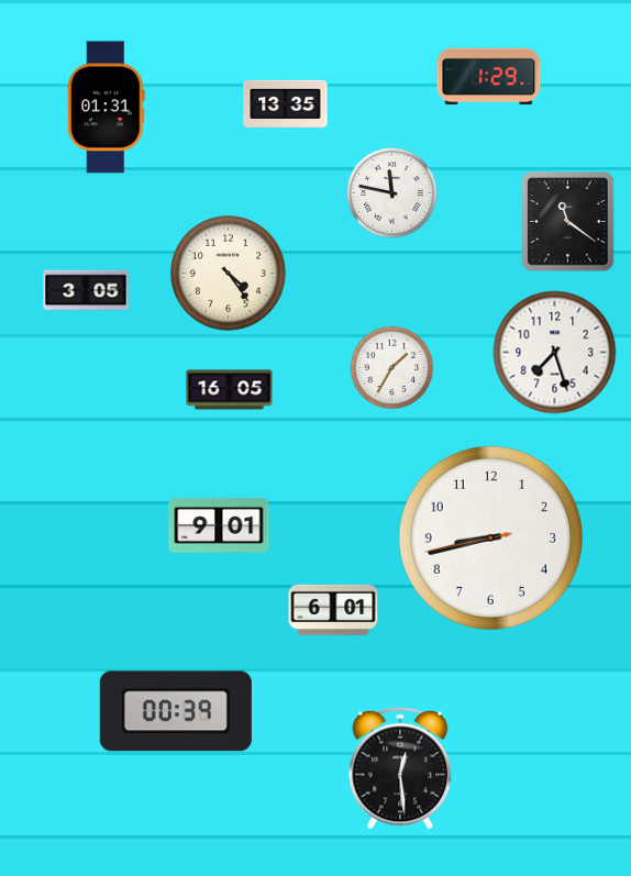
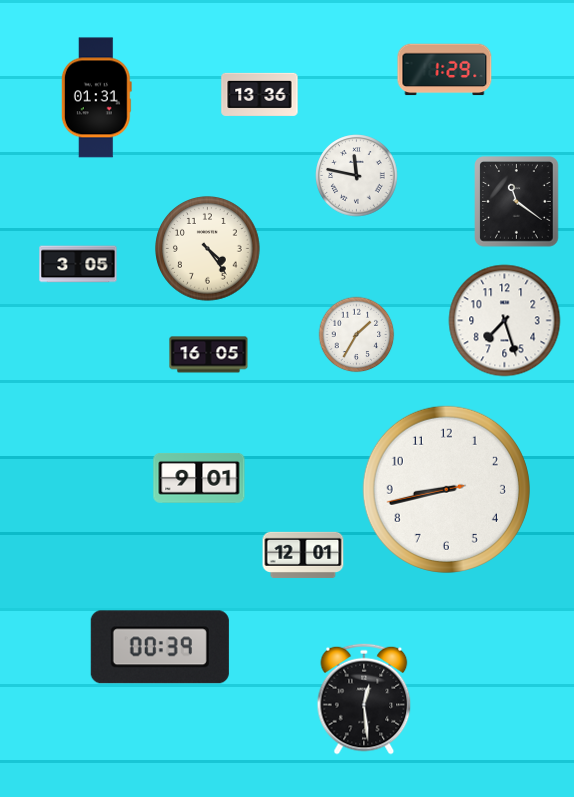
clock at (286, 103): 13:35 -> 13:36
clock at (333, 610): 6:01 -> 12:01
